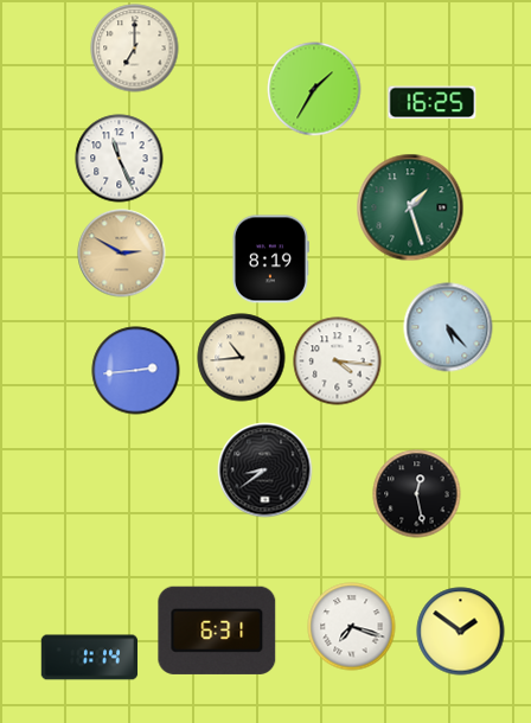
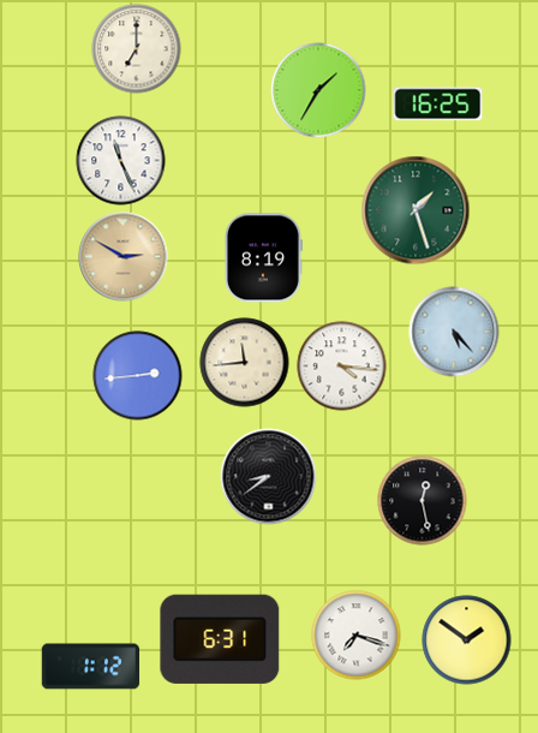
clock at (271, 260) position: (271, 260) -> (264, 258)
clock at (242, 358): 10:44 -> 11:44
clock at (90, 658): 1:14 -> 1:12
